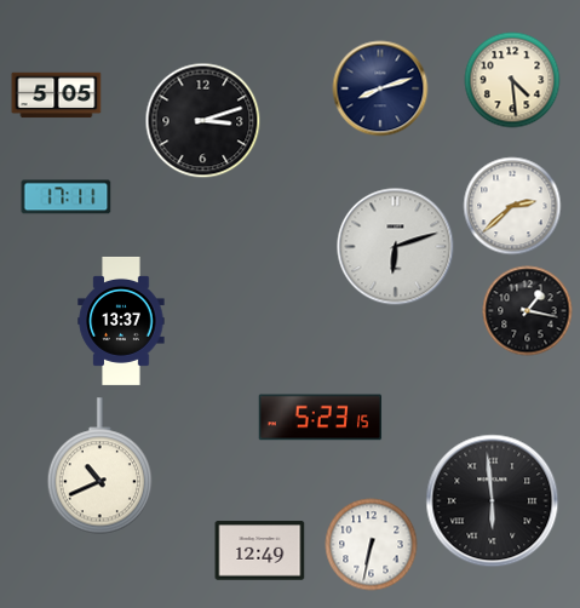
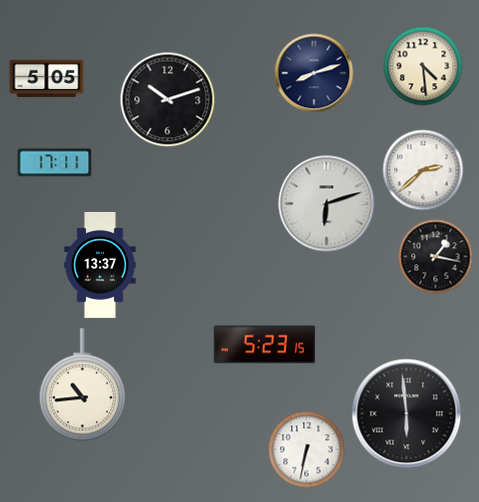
clock at (203, 121): 3:12 -> 10:12
clock at (99, 466): 10:41 -> 10:44
clock at (260, 551): 12:49 -> none
